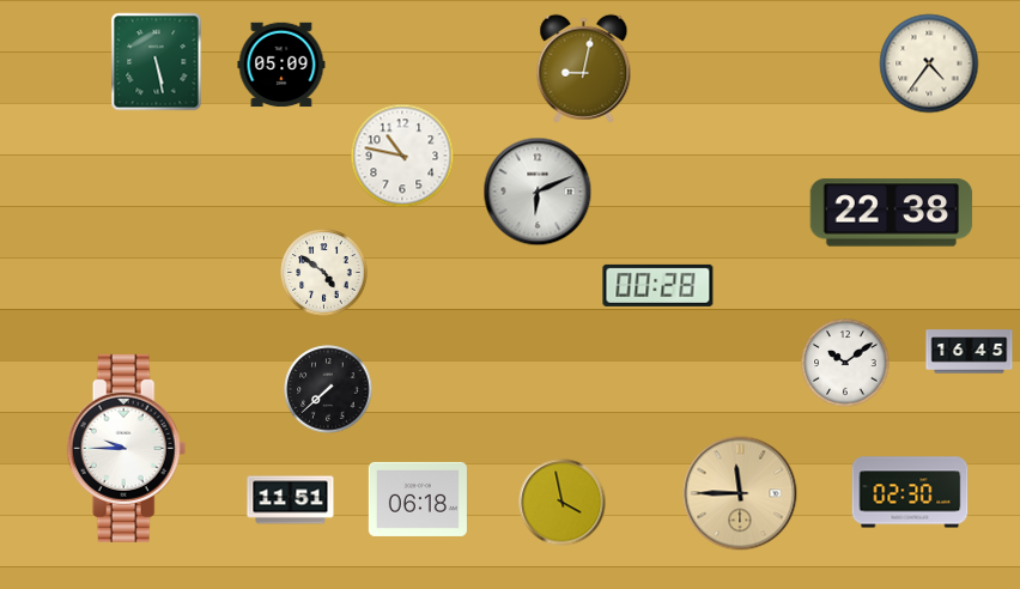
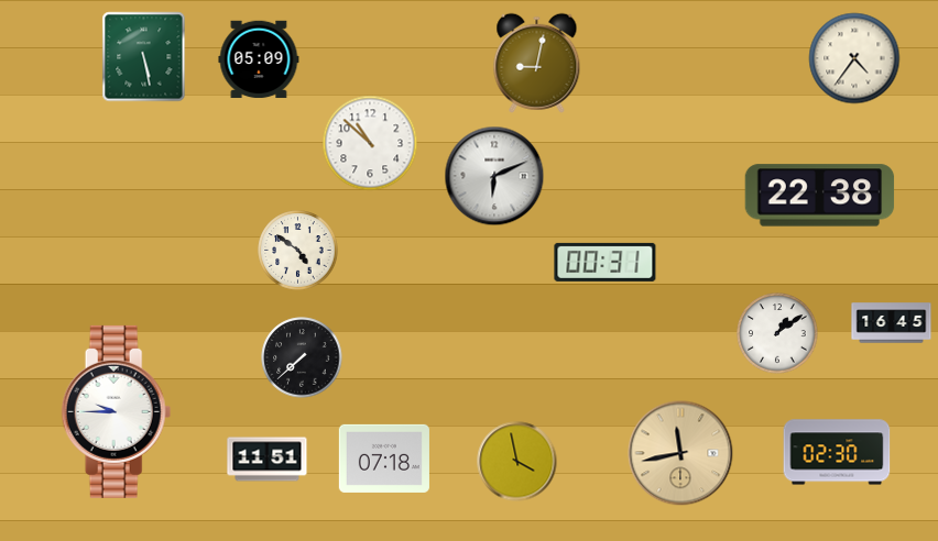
clock at (402, 156): 10:47 -> 10:52
clock at (658, 285): 00:28 -> 00:31
clock at (845, 363): 10:09 -> 1:09
clock at (740, 493): 11:45 -> 11:43
clock at (418, 499): 06:18 -> 07:18
